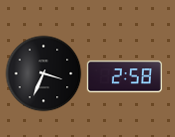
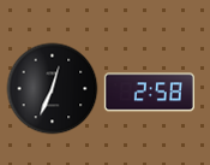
clock at (44, 74): 3:34 -> 12:34
